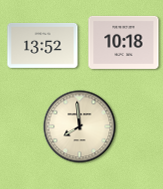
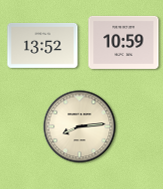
clock at (124, 42): 10:18 -> 10:59
clock at (80, 127): 7:59 -> 8:14
